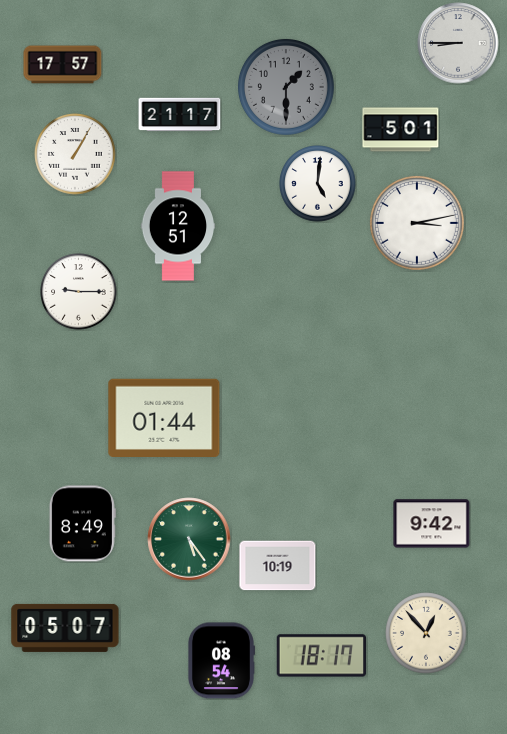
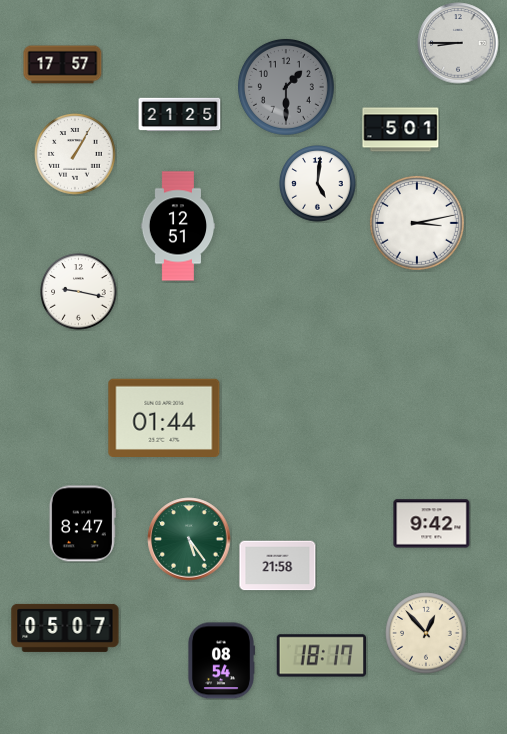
clock at (180, 115): 21:17 -> 21:25
clock at (79, 292): 9:15 -> 9:17
clock at (82, 524): 8:49 -> 8:47
clock at (278, 566): 10:19 -> 21:58
